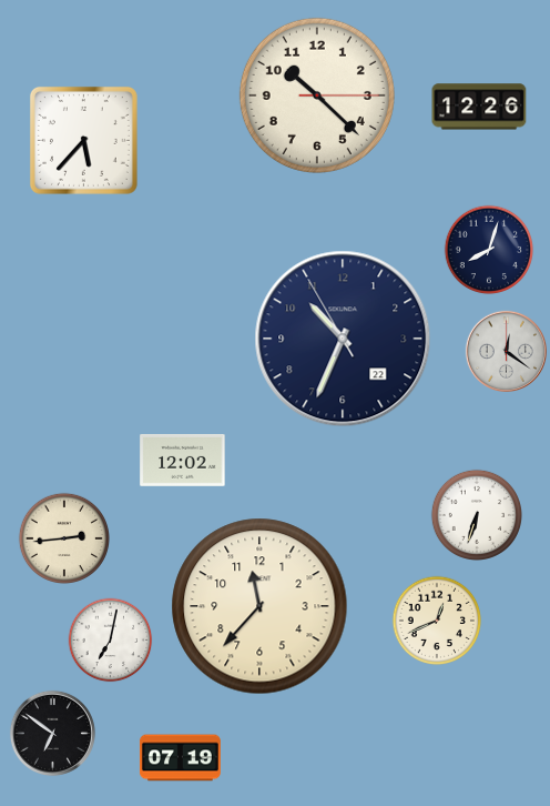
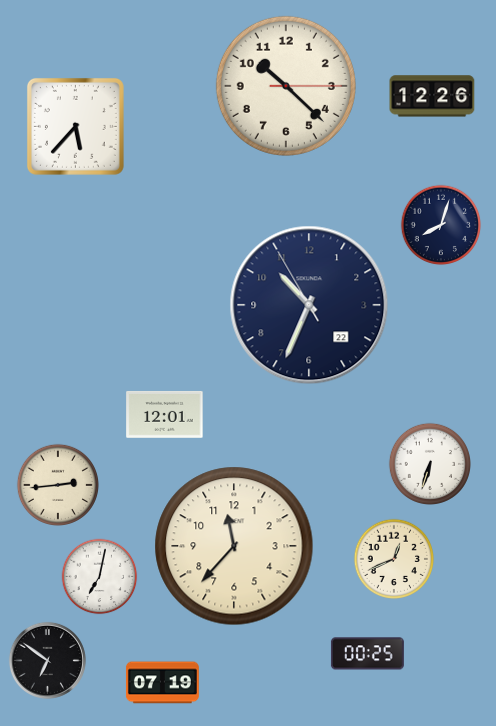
clock at (506, 351): 12:21 -> none
clock at (183, 460): 12:02 -> 12:01
clock at (367, 654): none -> 00:25
